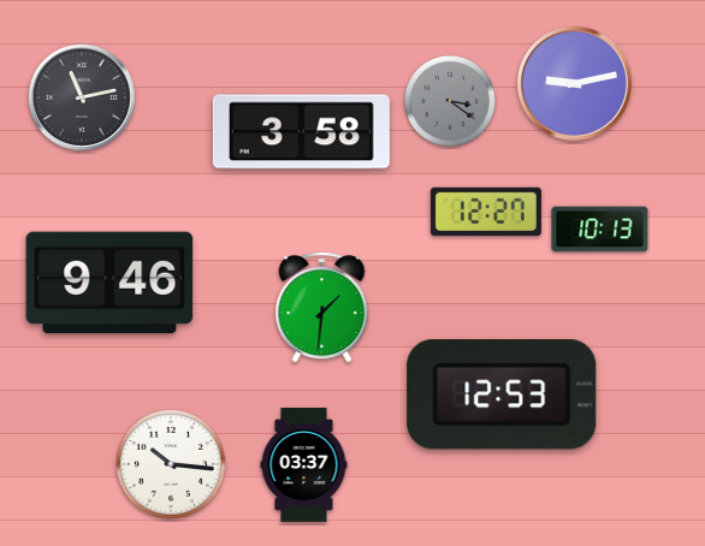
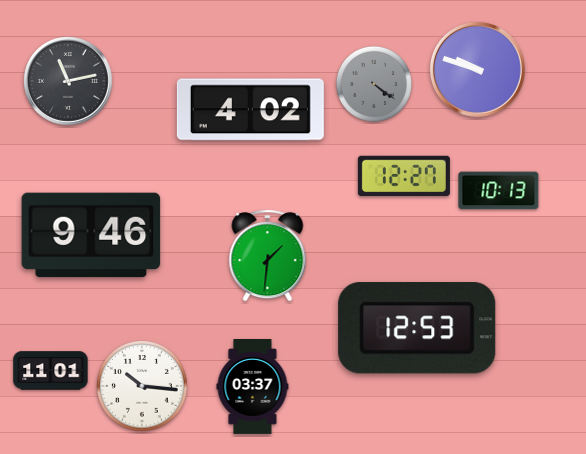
clock at (574, 83): 9:13 -> 9:48
clock at (450, 101): 3:21 -> 4:21
clock at (301, 132): 3:58 -> 4:02
clock at (51, 371): none -> 11:01
